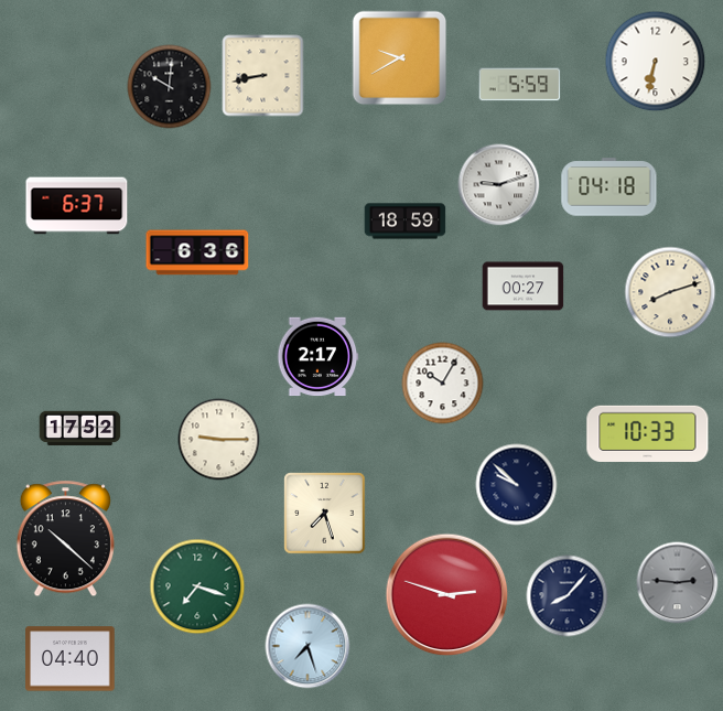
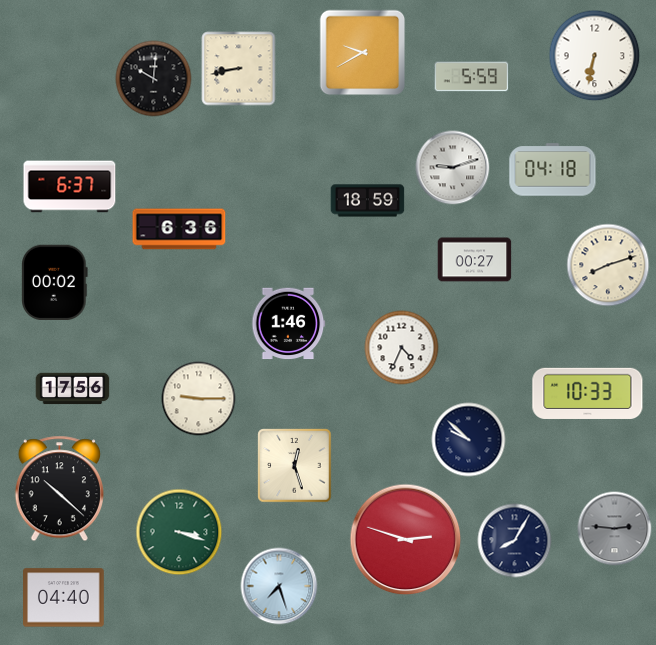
clock at (55, 283): none -> 00:02
clock at (317, 357): 2:17 -> 1:46
clock at (443, 384): 10:05 -> 4:34
clock at (80, 429): 17:52 -> 17:56
clock at (325, 514): 7:27 -> 12:27
clock at (197, 586): 7:18 -> 3:18
clock at (568, 596): 8:07 -> 8:05
